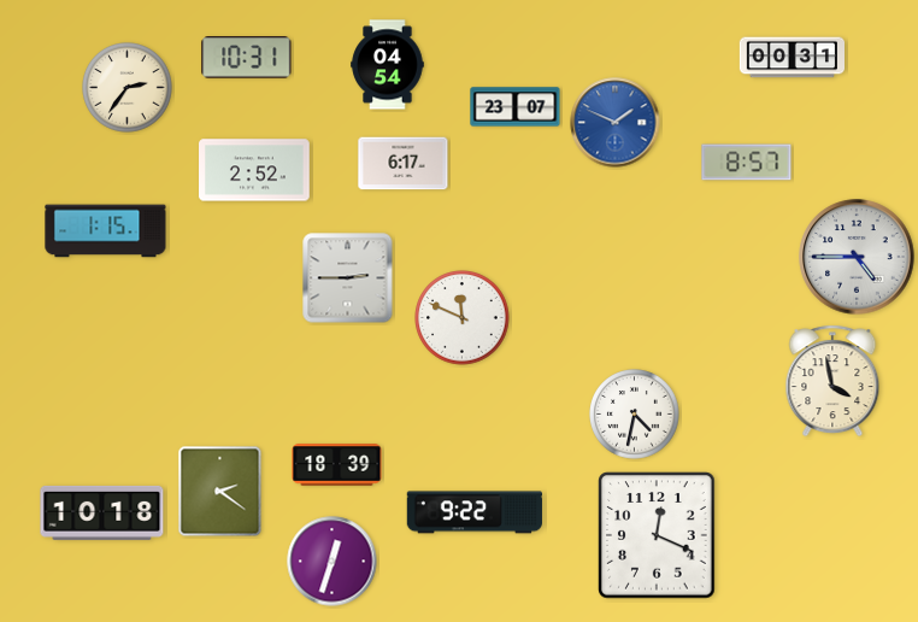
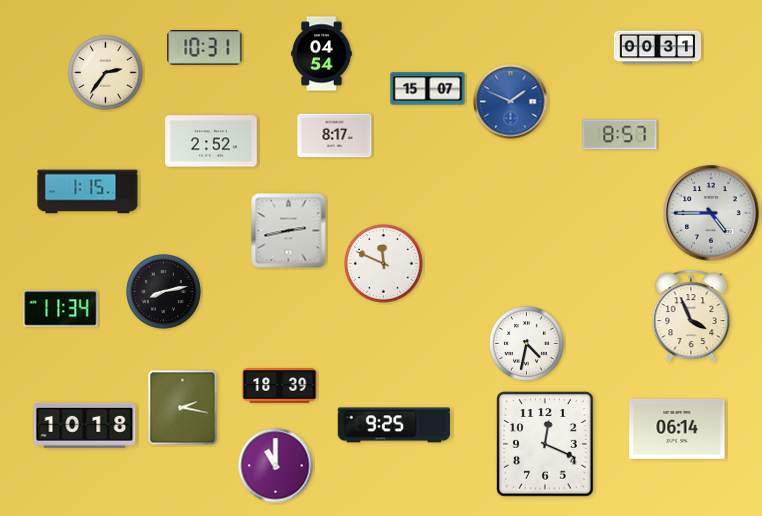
clock at (516, 107): 23:07 -> 15:07
clock at (404, 164): 6:17 -> 8:17
clock at (348, 278): 2:45 -> 2:43
clock at (164, 292): none -> 8:13
clock at (61, 309): none -> 11:34
clock at (832, 381): 3:58 -> 3:56
clock at (220, 492): 2:21 -> 2:17
clock at (475, 512): 9:22 -> 9:25
clock at (677, 429): none -> 06:14
clock at (333, 562): 12:33 -> 11:00
